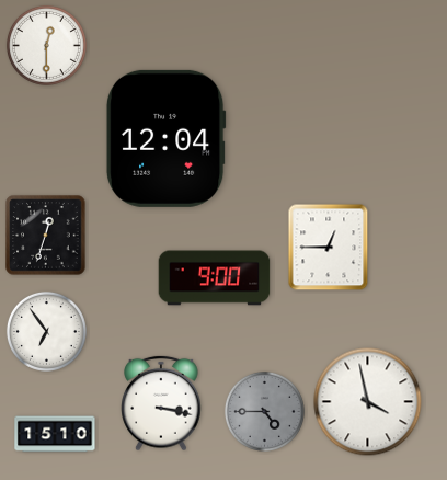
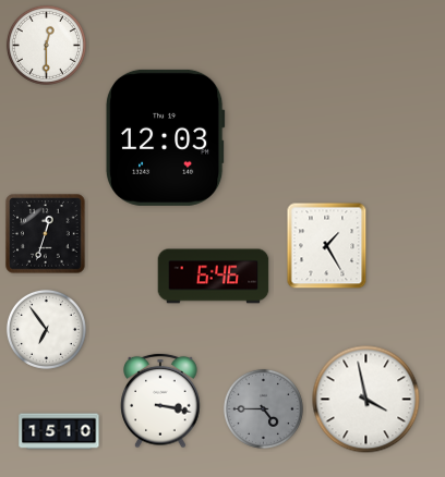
clock at (165, 138): 12:04 -> 12:03
clock at (329, 248): 12:45 -> 1:25
clock at (215, 278): 9:00 -> 6:46
clock at (55, 434) position: (55, 434) -> (59, 431)
